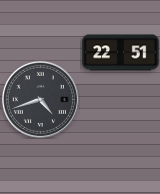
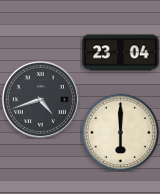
clock at (121, 53): 22:51 -> 23:04
clock at (120, 132): none -> 6:00
